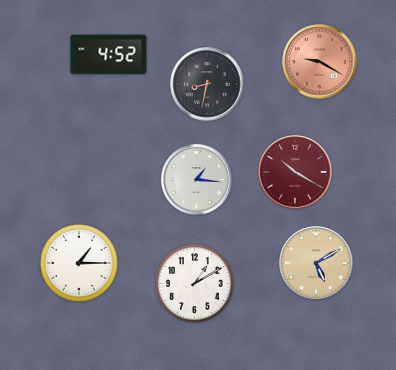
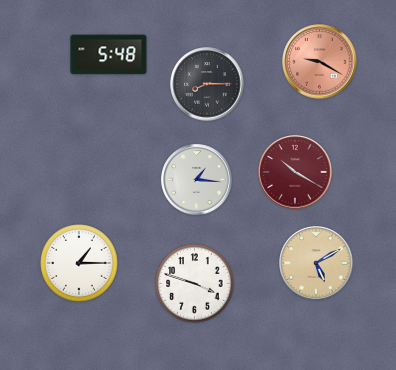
clock at (109, 55): 4:52 -> 5:48
clock at (207, 84): 8:32 -> 8:15
clock at (195, 284): 1:10 -> 3:48
